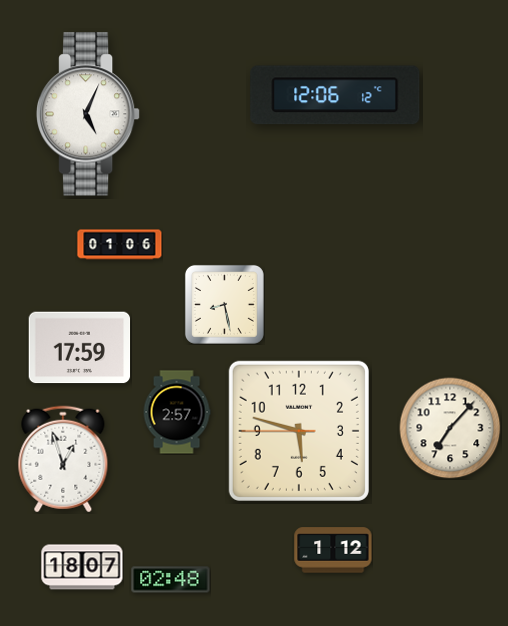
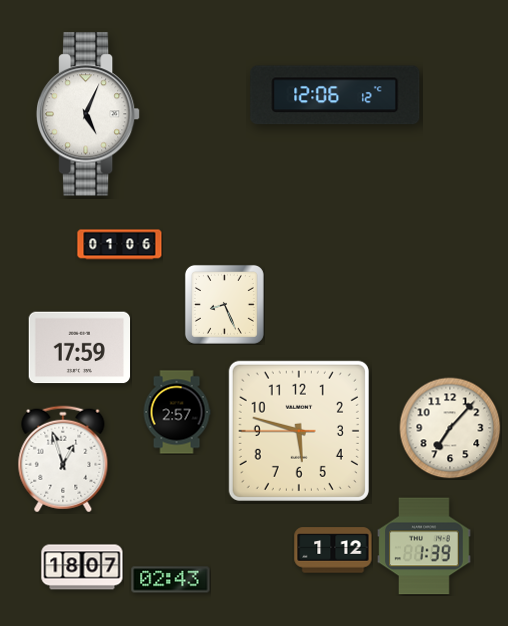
clock at (224, 304): 8:28 -> 8:26
clock at (424, 546): none -> 1:39
clock at (171, 580): 02:48 -> 02:43
